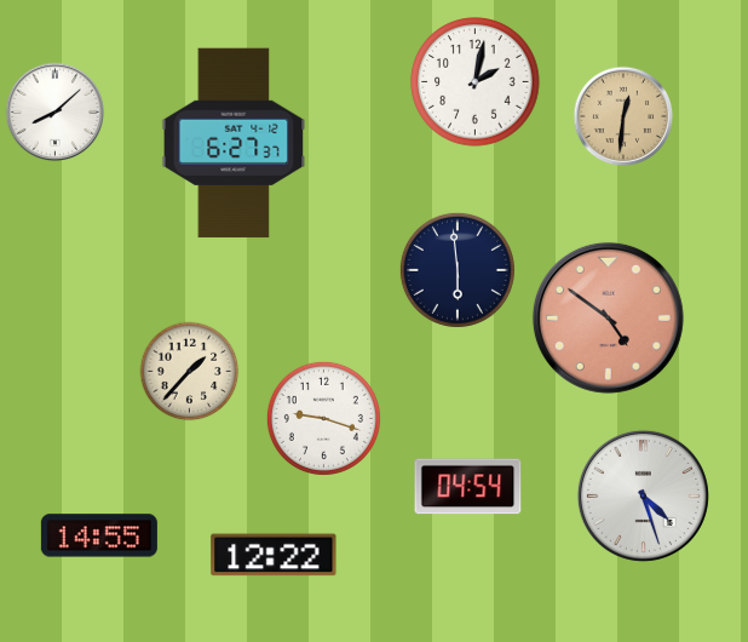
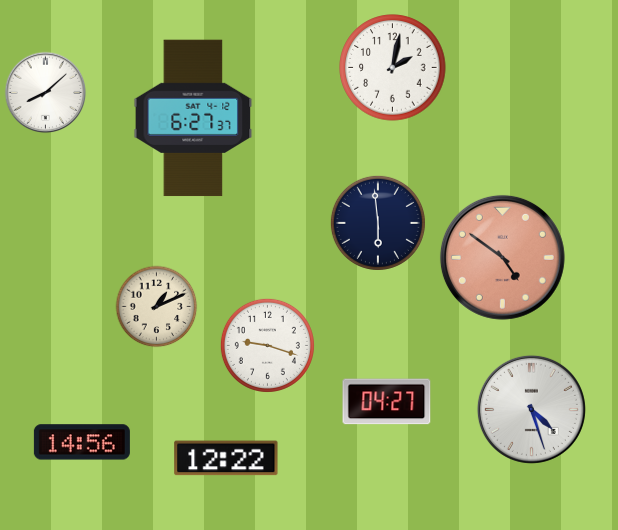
clock at (623, 116): 12:31 -> none
clock at (608, 317) position: (608, 317) -> (502, 257)
clock at (190, 372): 1:37 -> 1:11
clock at (468, 487): 04:54 -> 04:27
clock at (99, 535): 14:55 -> 14:56
